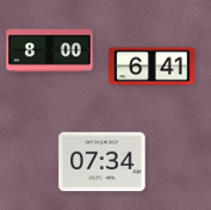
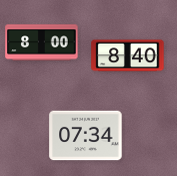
clock at (153, 67): 6:41 -> 8:40
